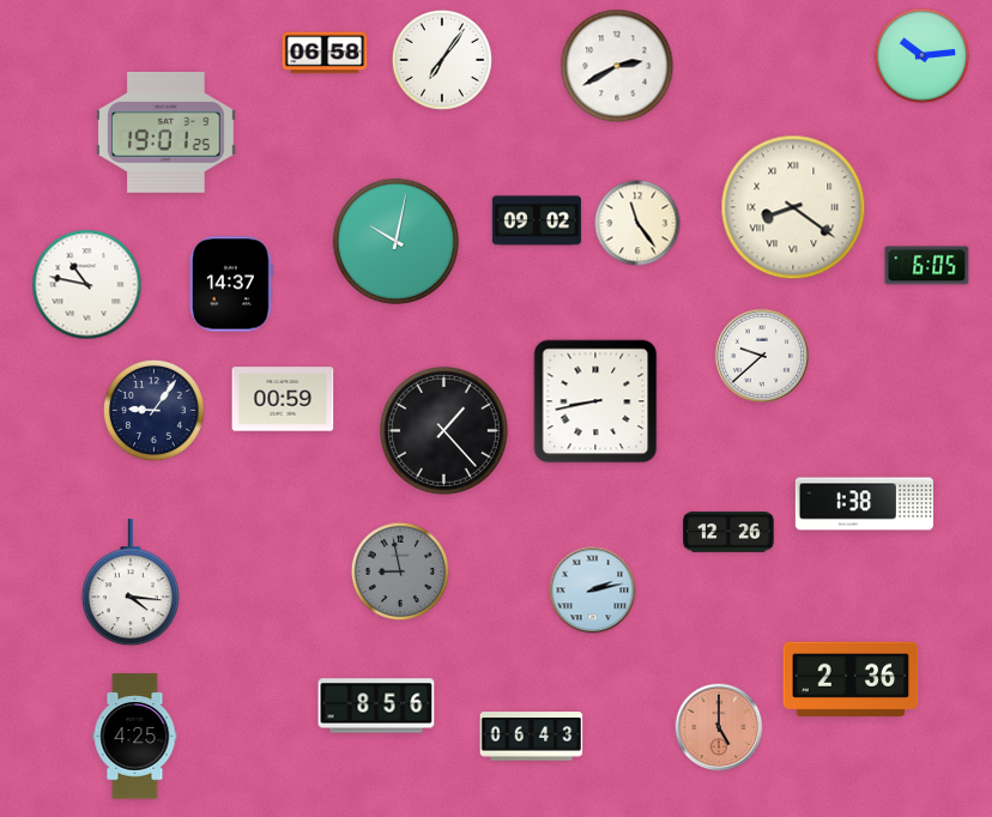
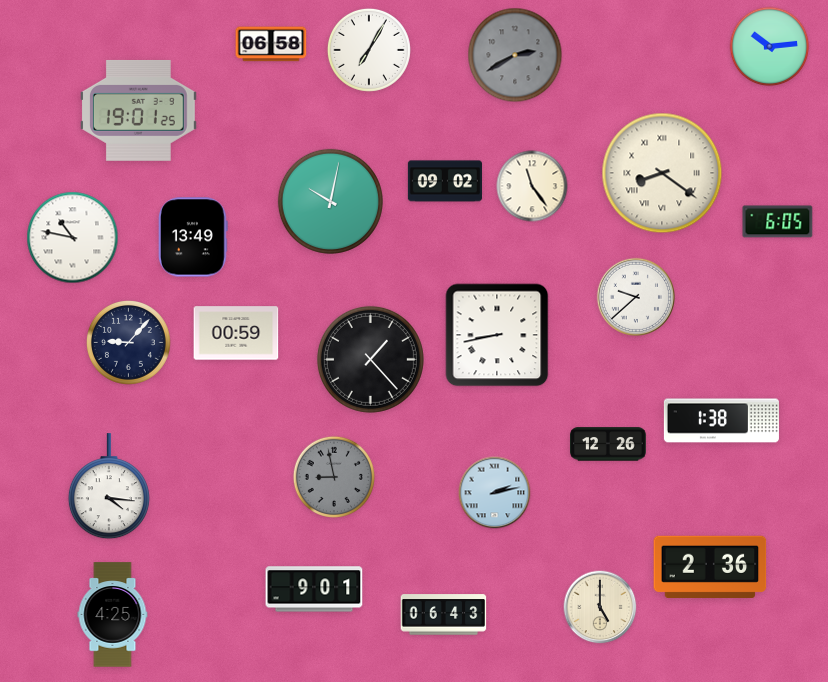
clock at (442, 60): 7:06 -> 7:05
clock at (617, 66) dial: white -> grey
clock at (537, 220) position: (537, 220) -> (445, 181)
clock at (927, 266) position: (927, 266) -> (778, 222)
clock at (231, 284): 14:37 -> 13:49
clock at (153, 410): 9:06 -> 9:07
clock at (376, 706): 8:56 -> 9:01
clock at (719, 727) dial: salmon -> cream
